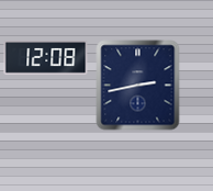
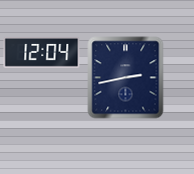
clock at (46, 58): 12:08 -> 12:04
